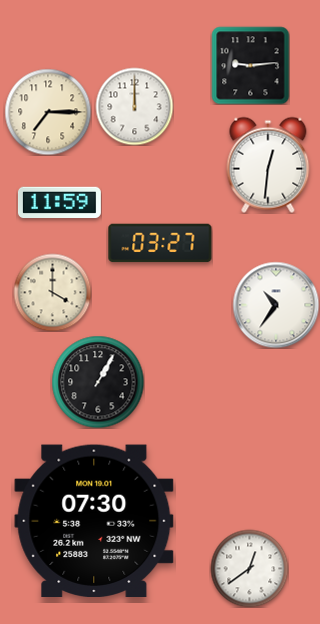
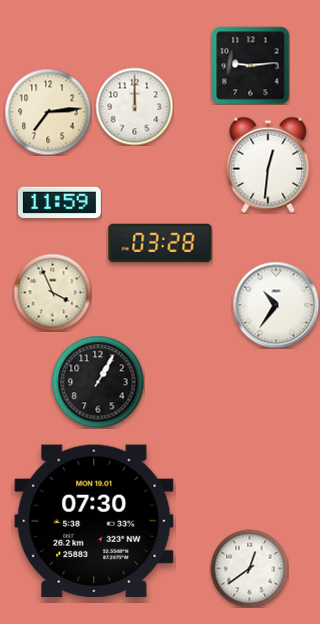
clock at (48, 112): 7:15 -> 7:14
clock at (160, 243): 03:27 -> 03:28
clock at (52, 292): 4:00 -> 3:56
